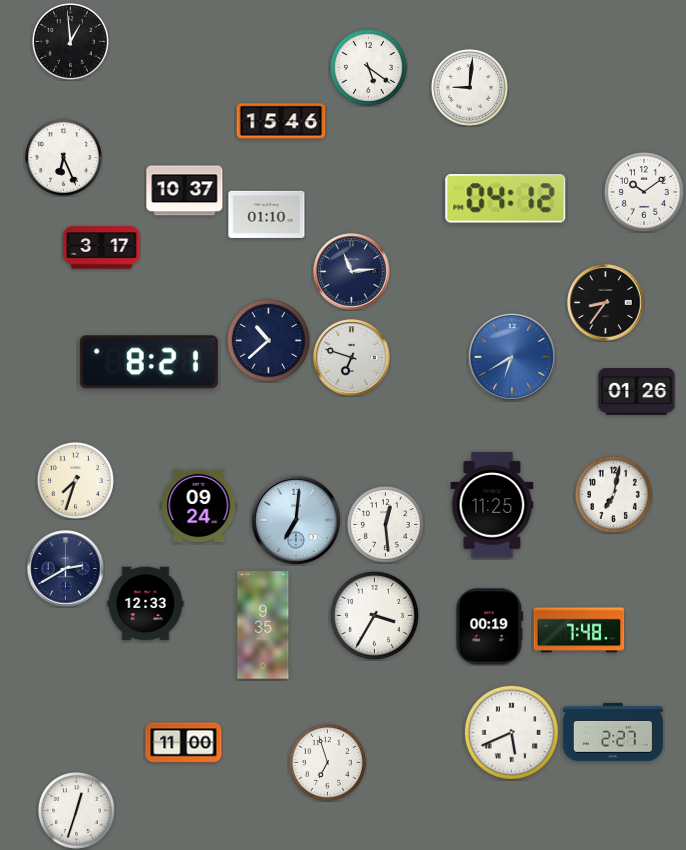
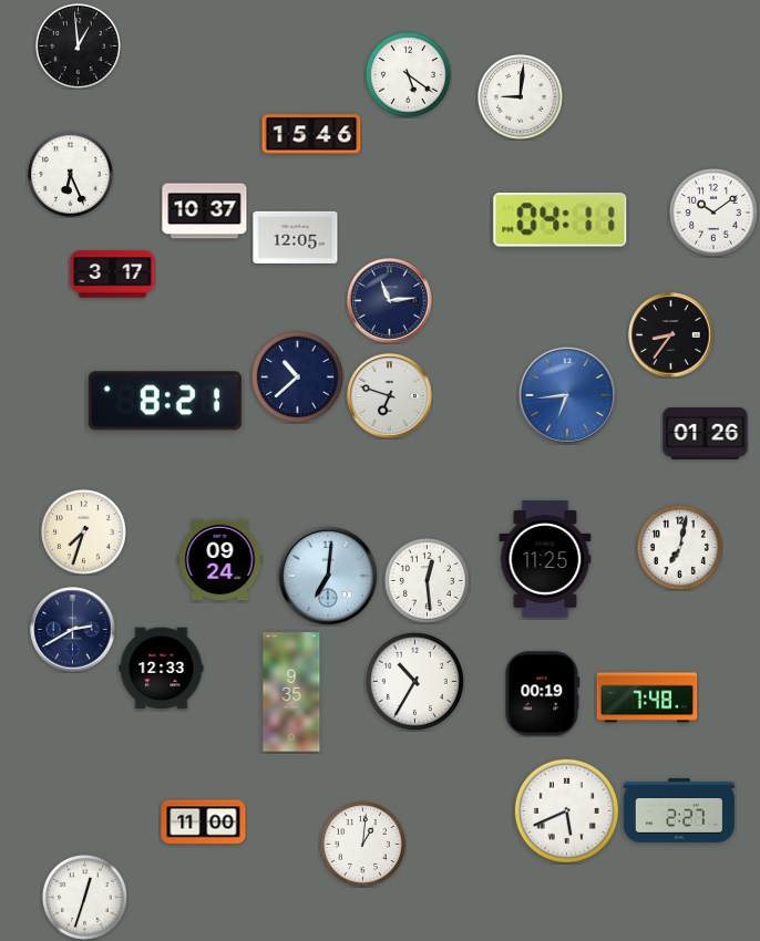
clock at (506, 199): 04:12 -> 04:11
clock at (267, 214): 01:10 -> 12:05
clock at (512, 357): 6:40 -> 6:44
clock at (374, 615): 3:35 -> 10:35
clock at (579, 630) position: (579, 630) -> (647, 697)
clock at (327, 762): 6:57 -> 1:01
